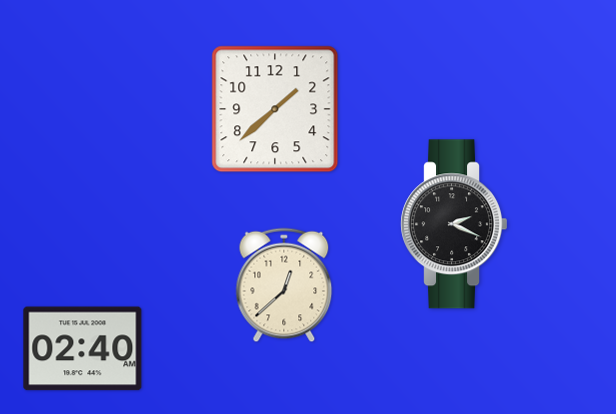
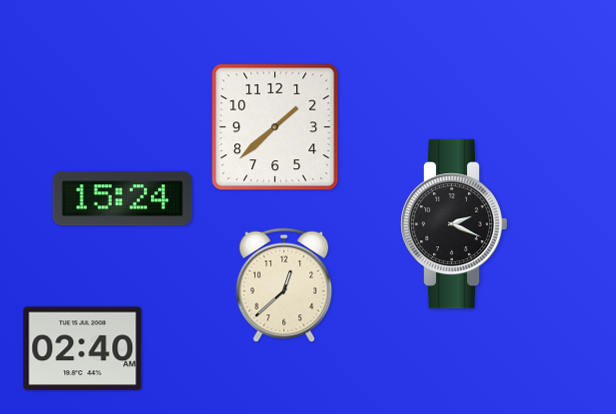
clock at (275, 109) position: (275, 109) -> (275, 127)
clock at (123, 199): none -> 15:24
